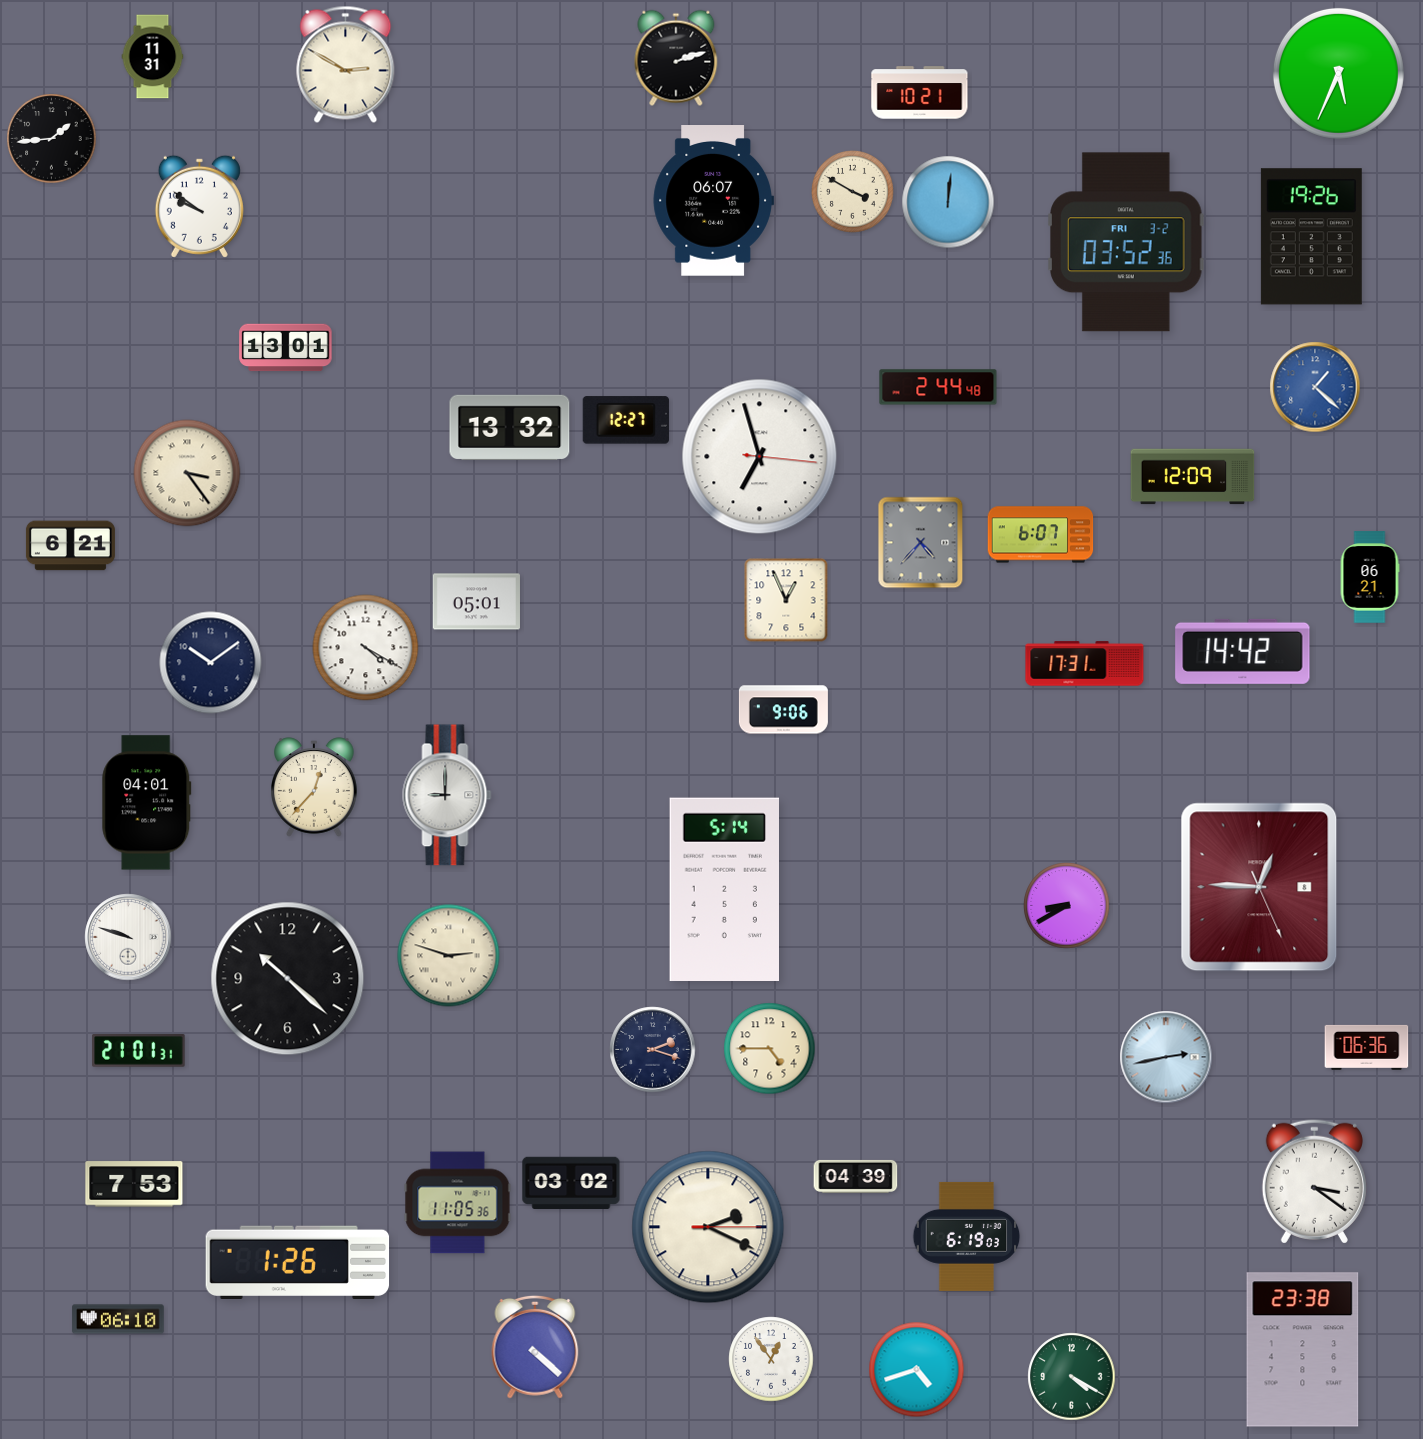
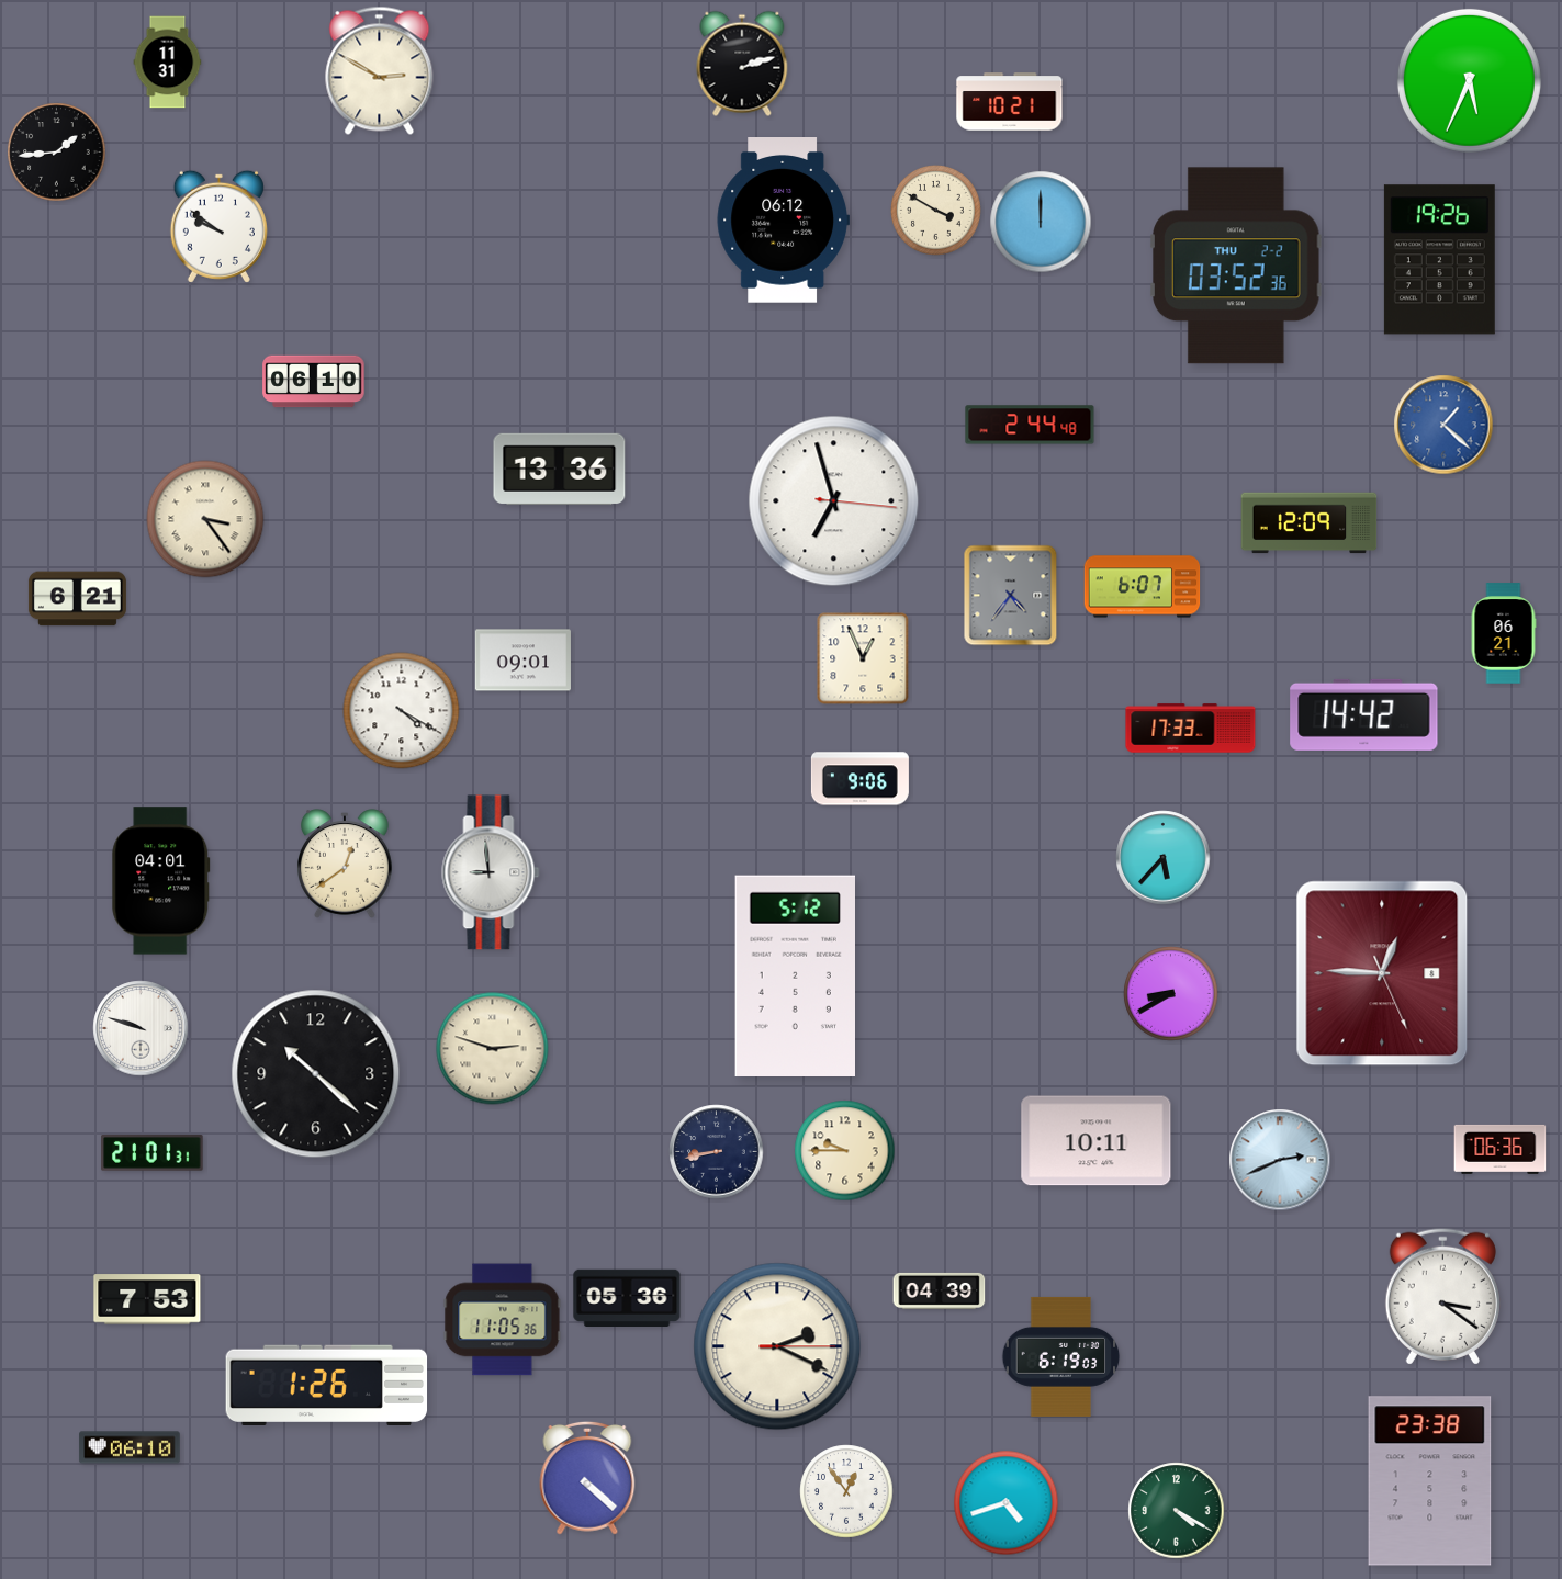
clock at (713, 201): 06:07 -> 06:12
clock at (948, 202): 12:01 -> 12:00
clock at (1127, 242) date: FRI 3-2 -> THU 2-2
clock at (286, 348): 13:01 -> 06:10
clock at (626, 420): 12:27 -> none
clock at (510, 427): 13:32 -> 13:36
clock at (921, 543): 4:37 -> 4:36
clock at (476, 602): 05:01 -> 09:01
clock at (211, 663): 10:09 -> none
clock at (1085, 664): 17:31 -> 17:33
clock at (1164, 858): none -> 5:37
clock at (315, 787): 12:37 -> 12:39
clock at (447, 795): 9:00 -> 8:59
clock at (724, 889): 5:14 -> 5:12
clock at (1097, 1141): none -> 10:11
clock at (770, 1049): 4:45 -> 9:45
clock at (653, 1050): 2:18 -> 8:43
clock at (1166, 1057): 2:43 -> 2:41
clock at (571, 1182): 03:02 -> 05:36
